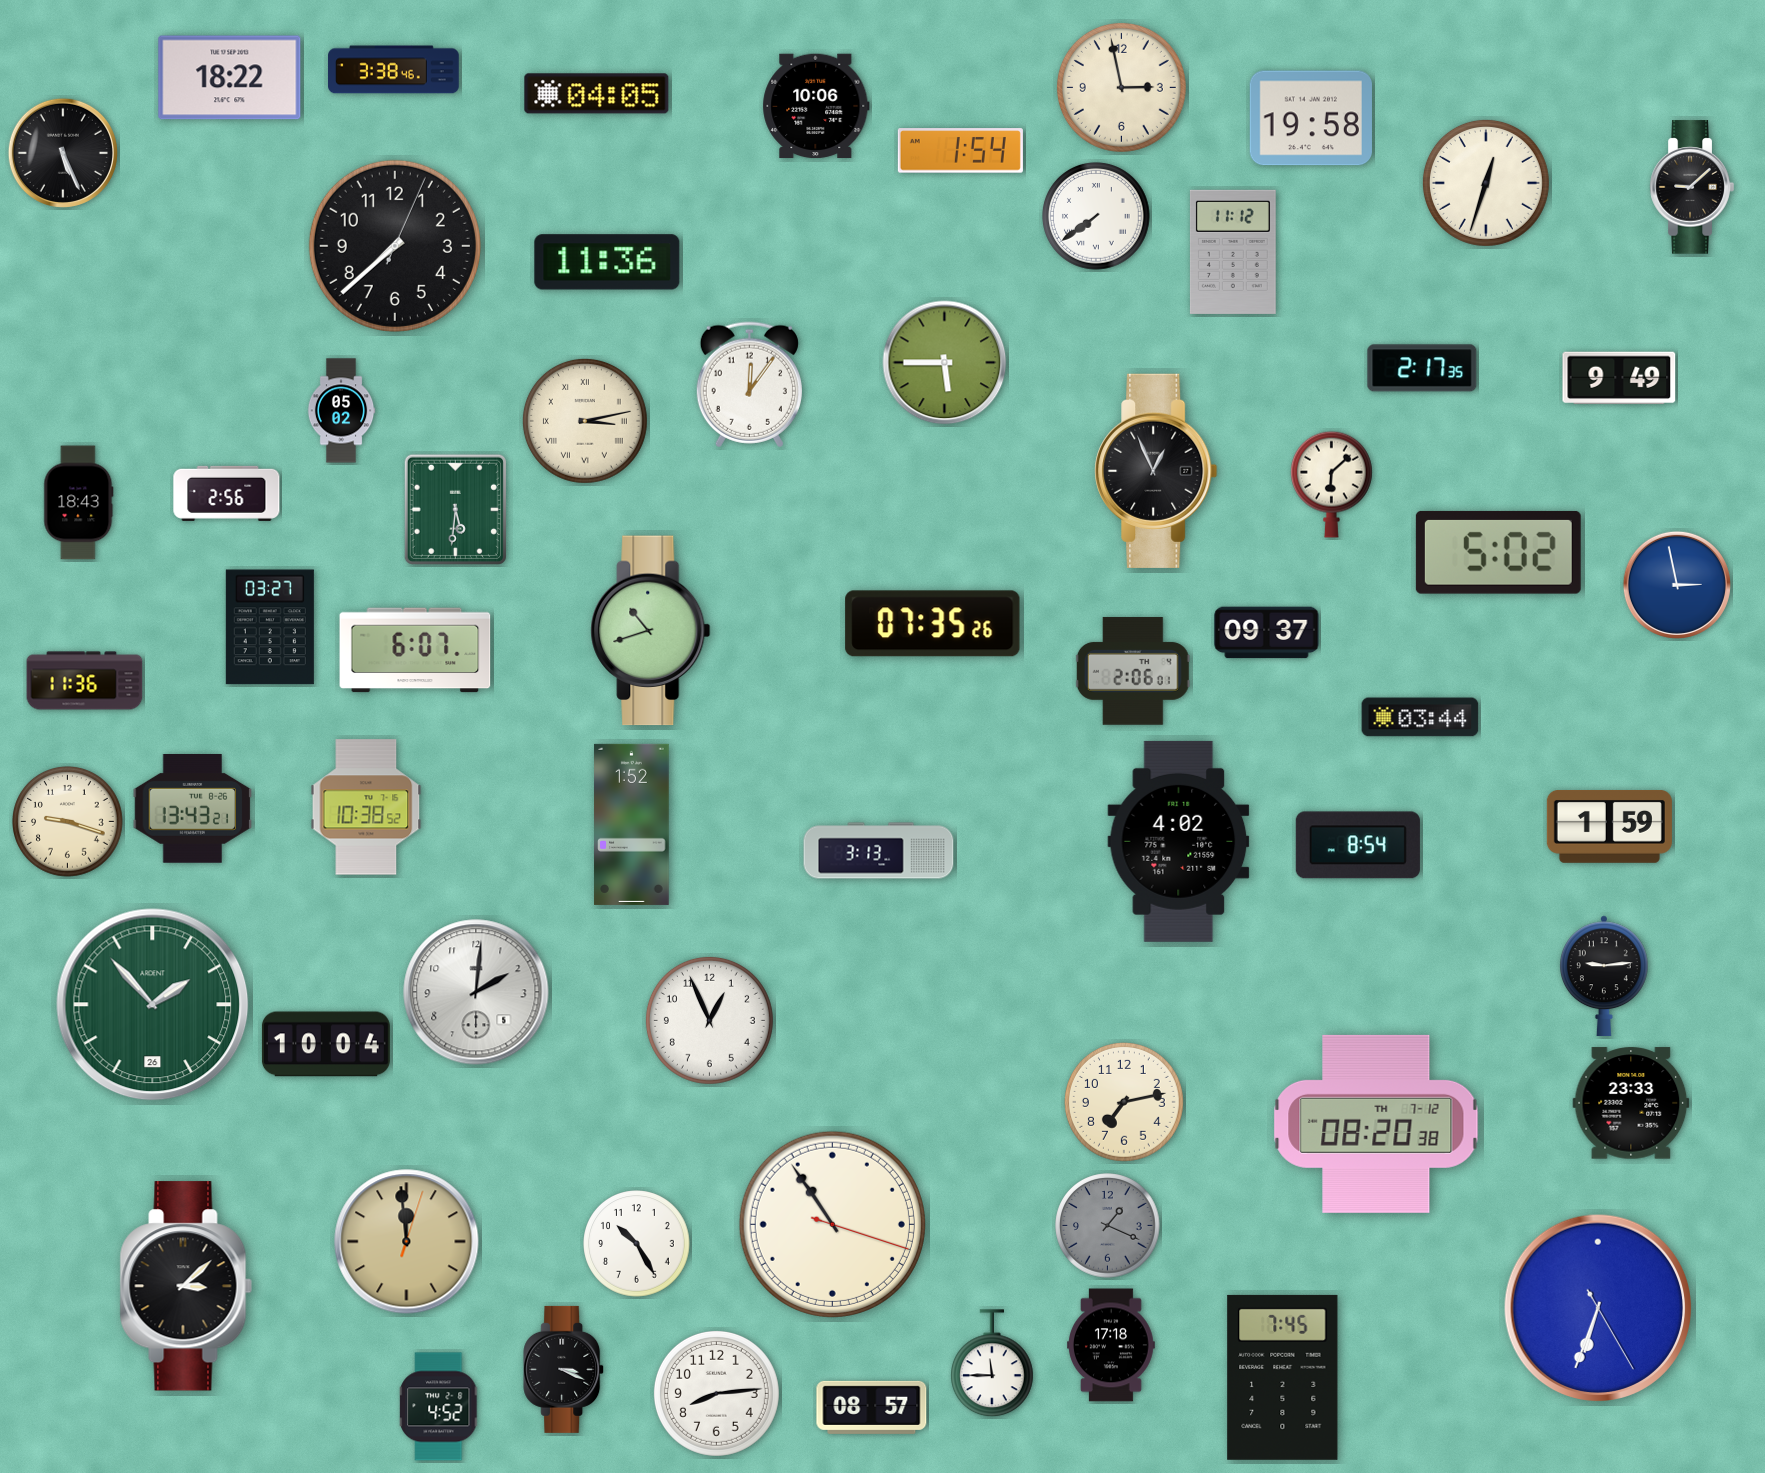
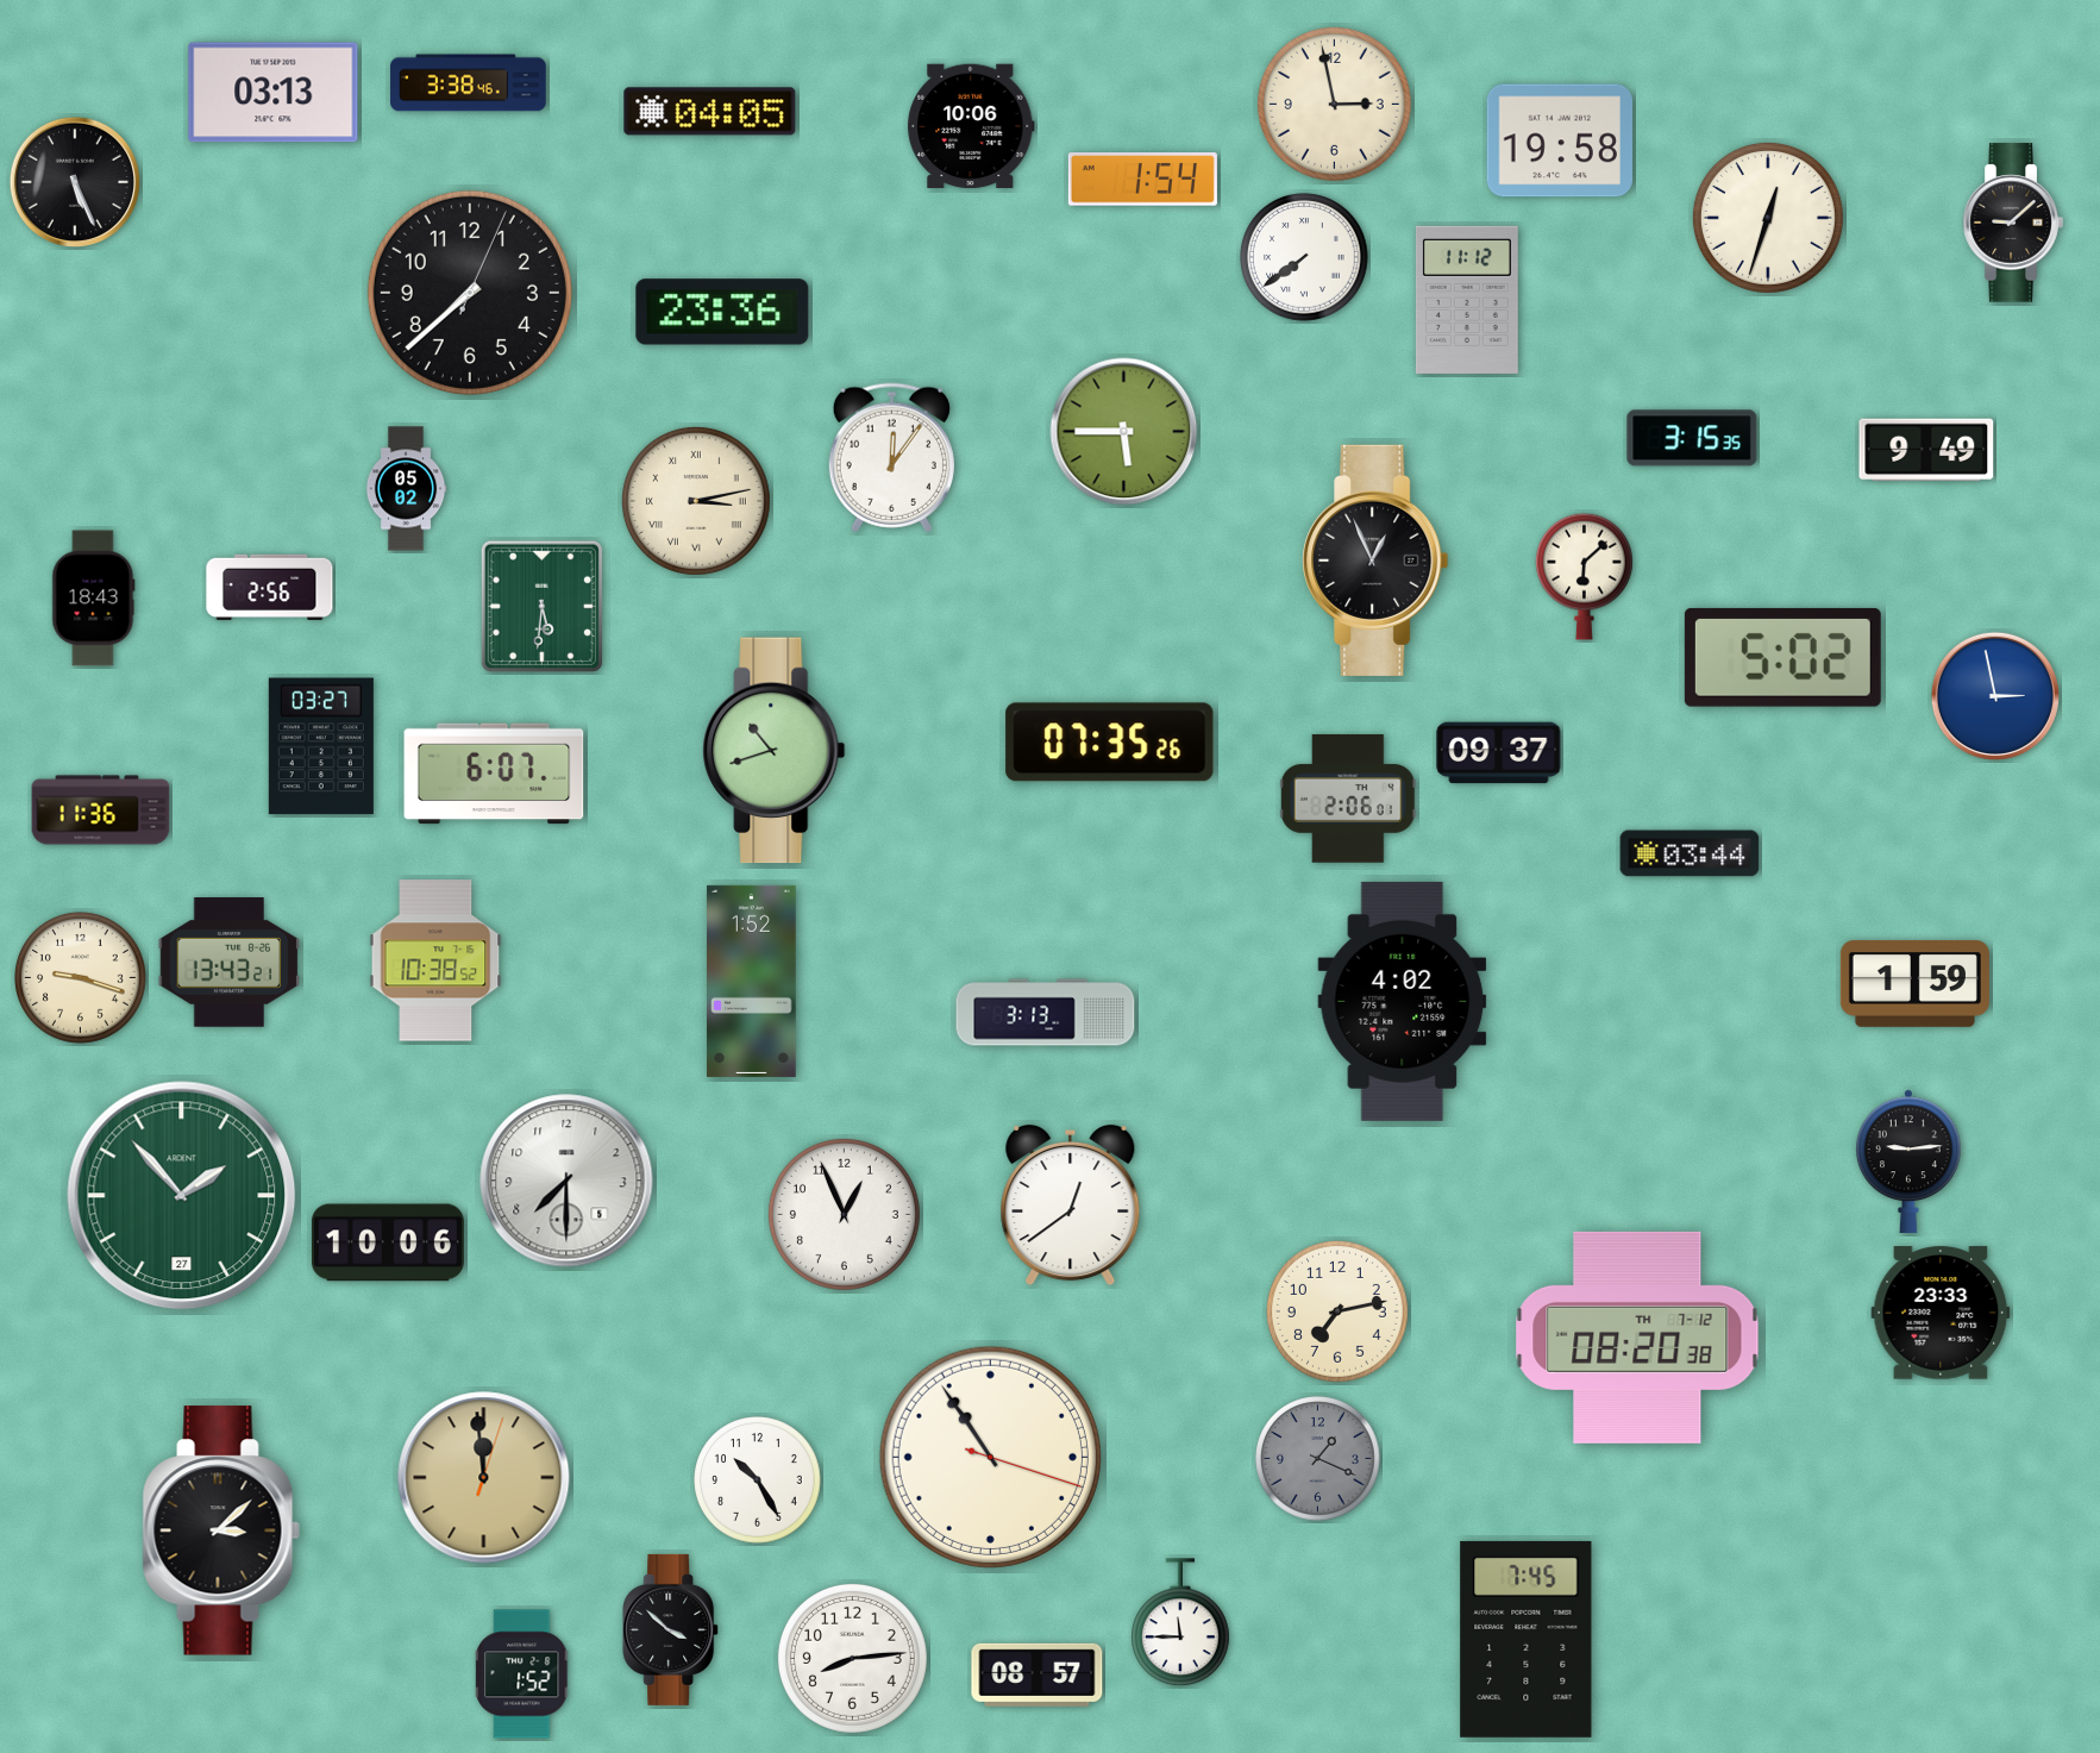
clock at (230, 78): 18:22 -> 03:13
clock at (607, 262): 11:36 -> 23:36
clock at (1422, 368): 2:17 -> 3:15
clock at (1267, 633) position: (1267, 633) -> (1499, 753)
clock at (1358, 845): 8:54 -> none
clock at (476, 992): 2:01 -> 7:30
clock at (153, 1005) date: 26 -> 27
clock at (1071, 1206): none -> 12:39
clock at (326, 1044): 10:04 -> 10:06
clock at (1598, 1308): 6:33 -> none
clock at (1112, 1345): 17:18 -> none
clock at (564, 1369): 3:19 -> 3:52
clock at (439, 1407): 4:52 -> 1:52
